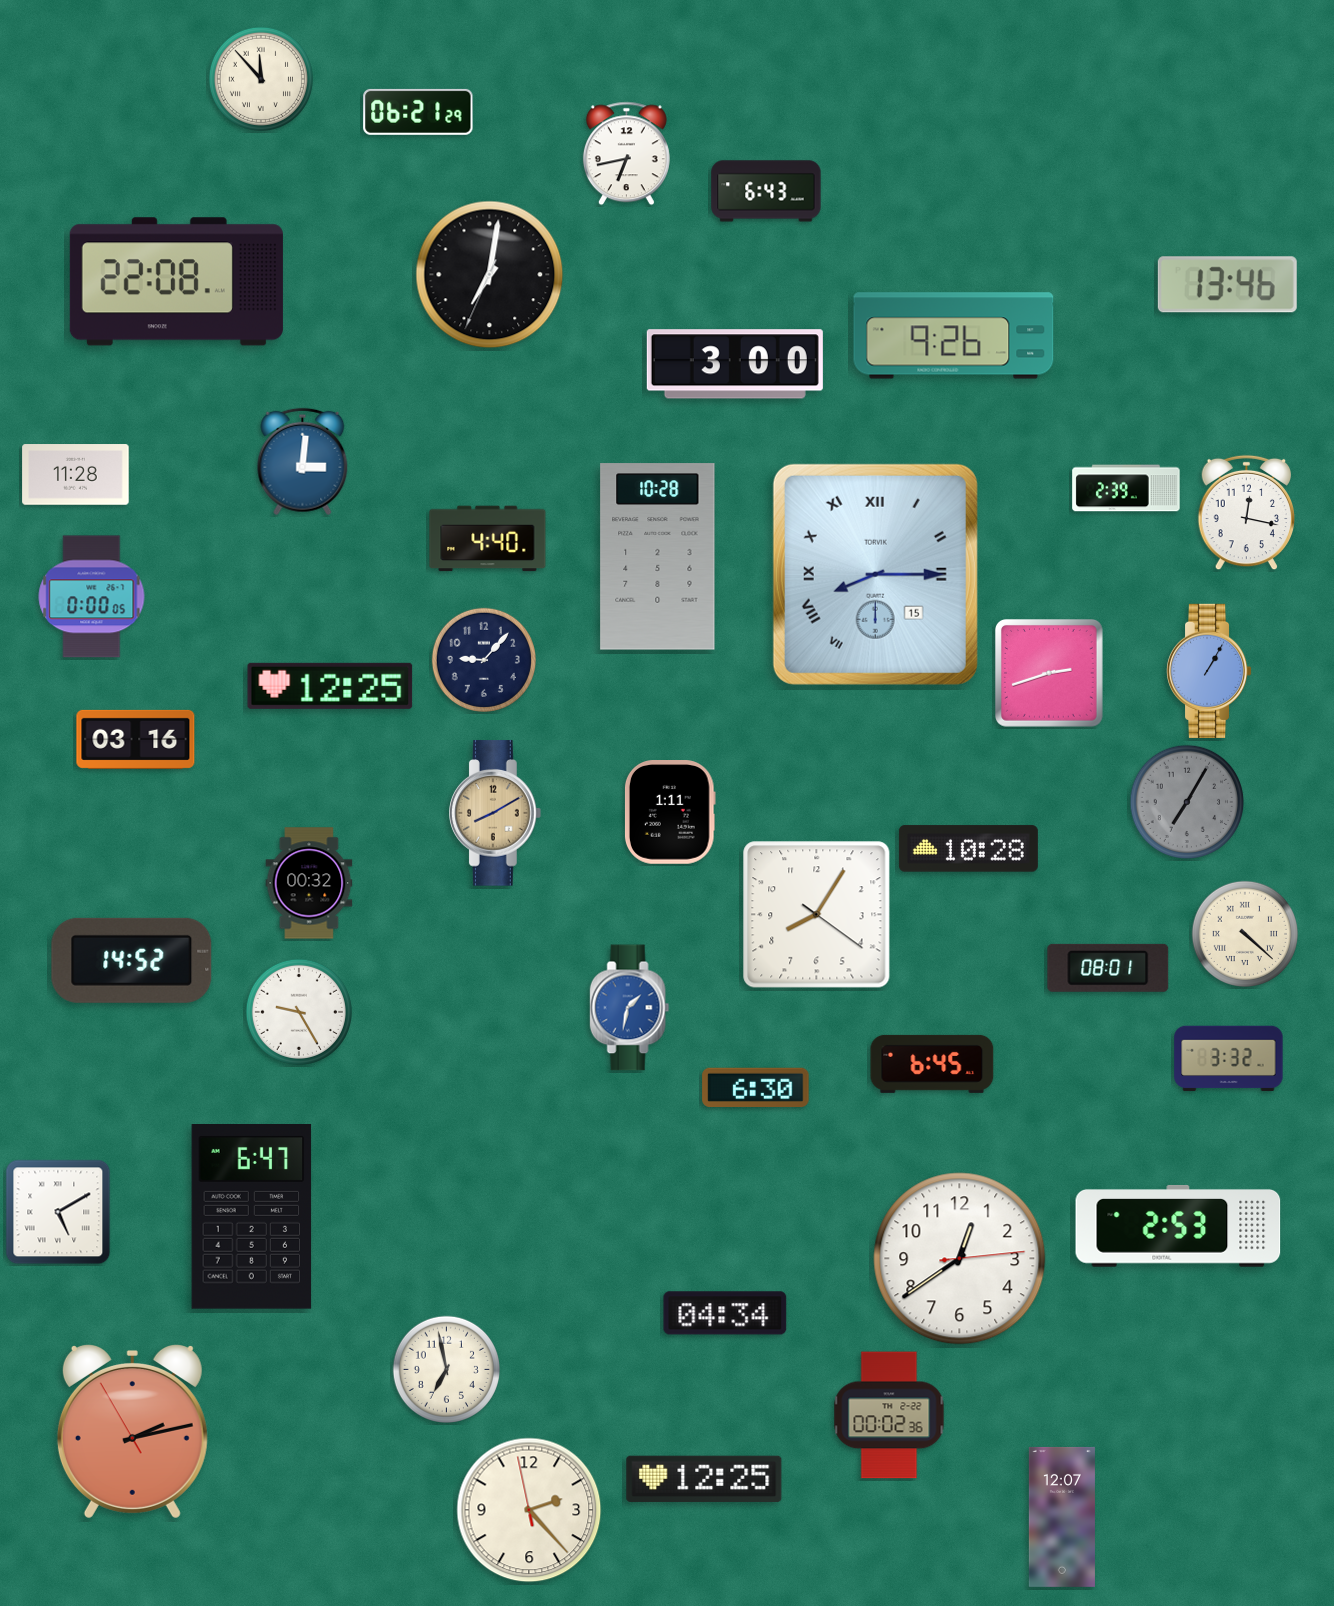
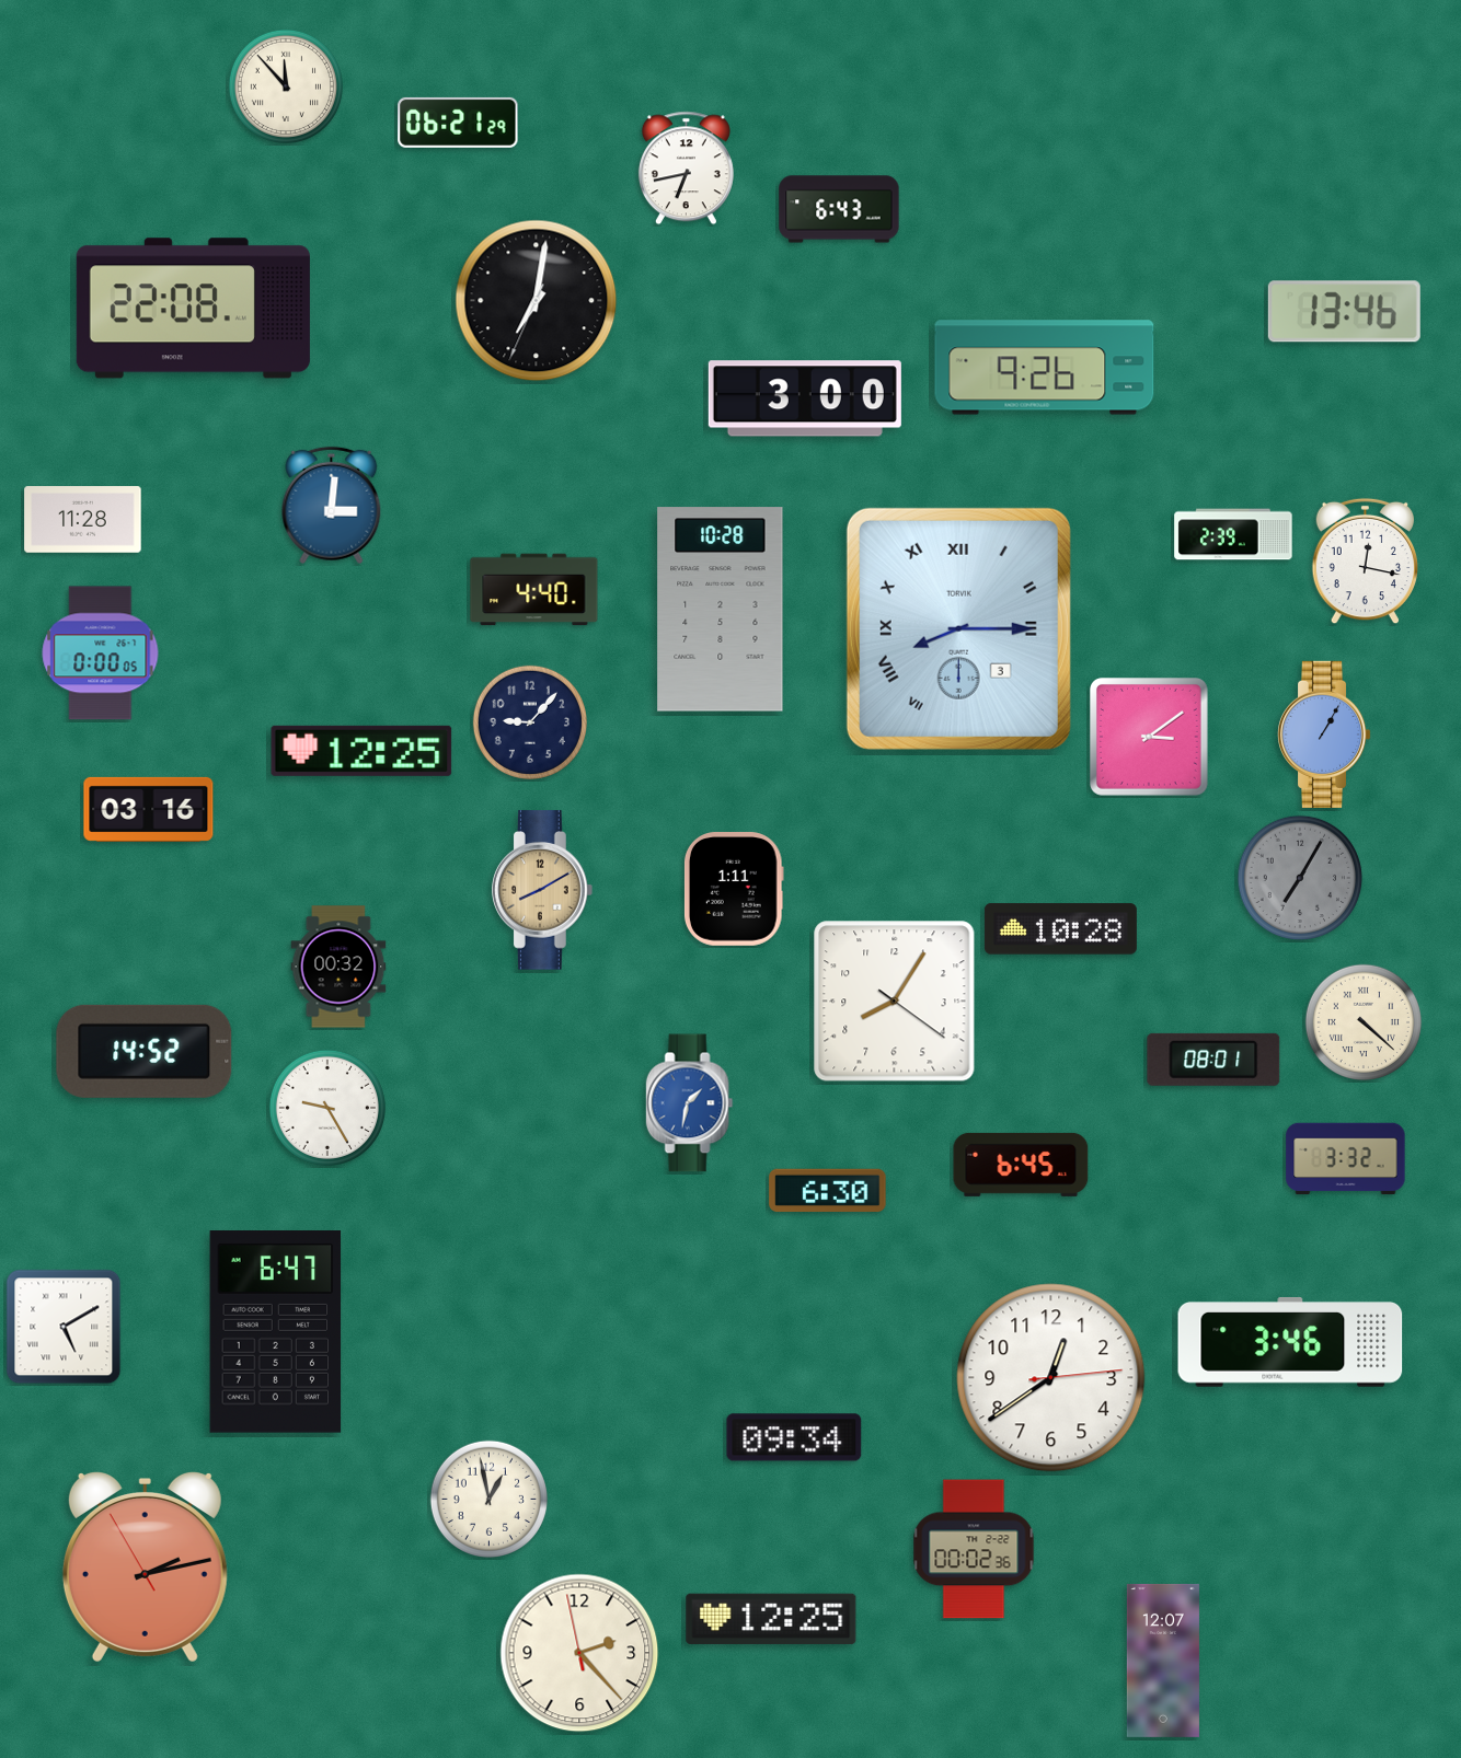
clock at (875, 574) date: 15 -> 3
clock at (1050, 674): 2:42 -> 3:09
clock at (1178, 1226): 2:53 -> 3:46
clock at (725, 1313): 04:34 -> 09:34
clock at (446, 1369): 6:58 -> 12:58
